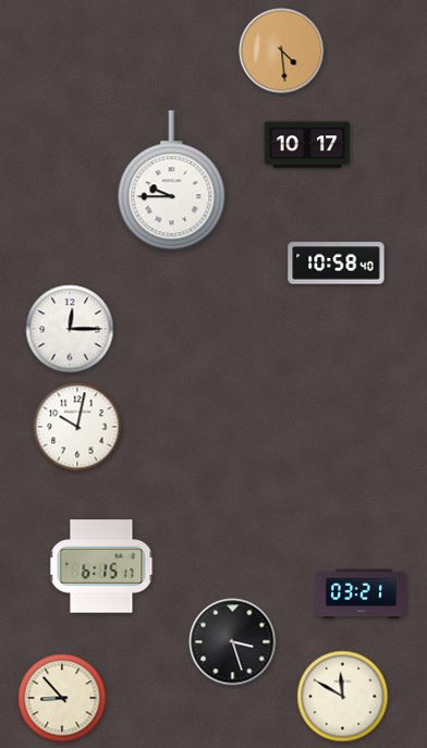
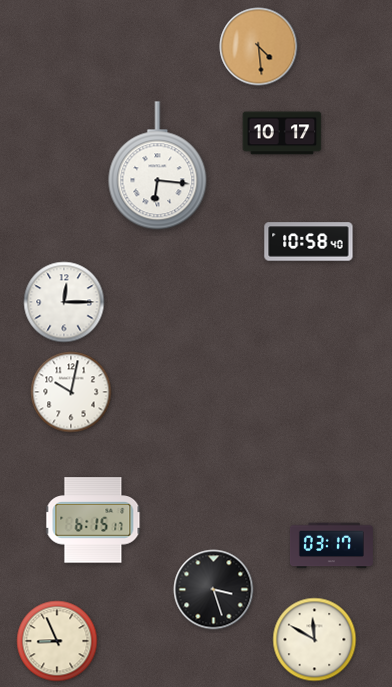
clock at (172, 181): 9:45 -> 6:16
clock at (361, 594): 03:21 -> 03:17
clock at (62, 698): 8:53 -> 8:56
